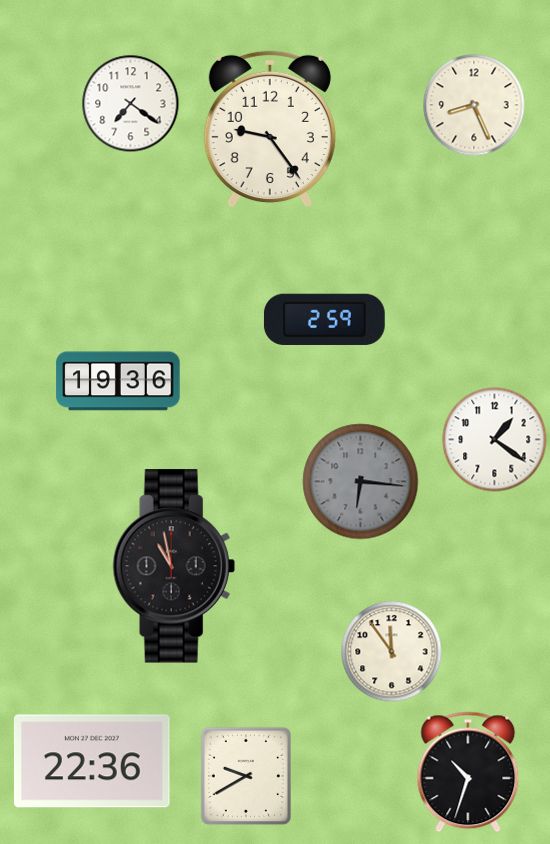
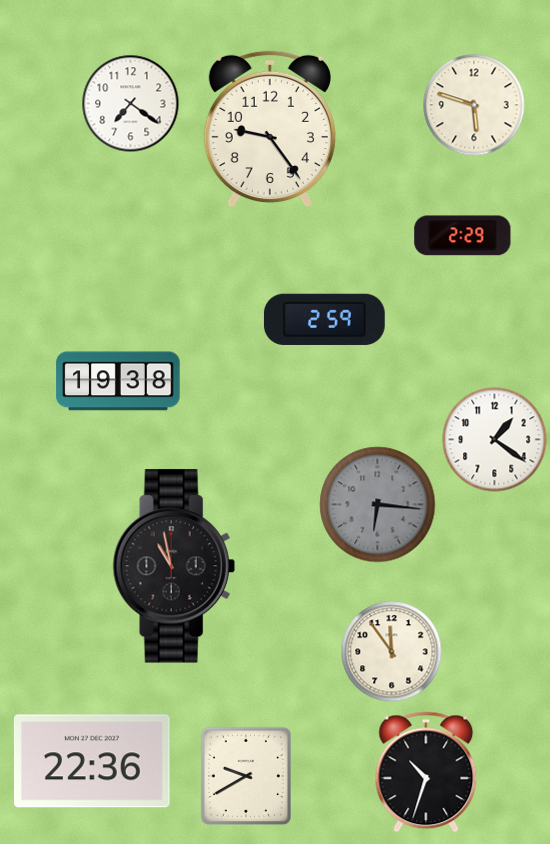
clock at (474, 105): 8:26 -> 5:48
clock at (463, 236): none -> 2:29
clock at (118, 381): 19:36 -> 19:38
clock at (361, 482) position: (361, 482) -> (378, 505)
clock at (468, 772) position: (468, 772) -> (426, 772)
